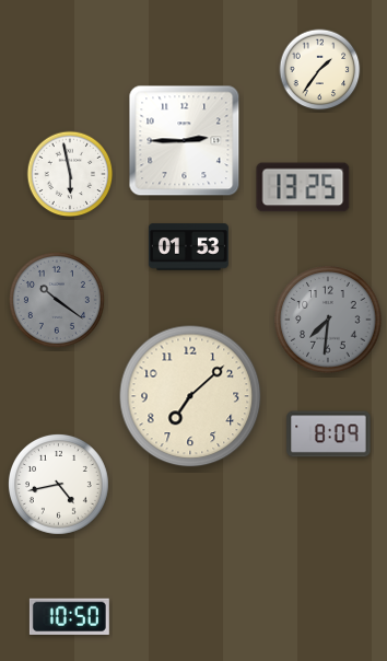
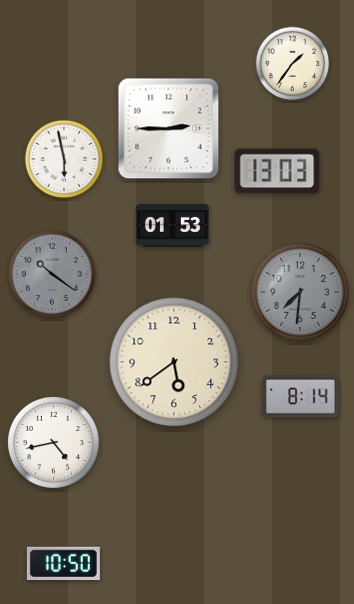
clock at (303, 187): 13:25 -> 13:03
clock at (190, 396): 7:08 -> 5:39
clock at (329, 434): 8:09 -> 8:14
